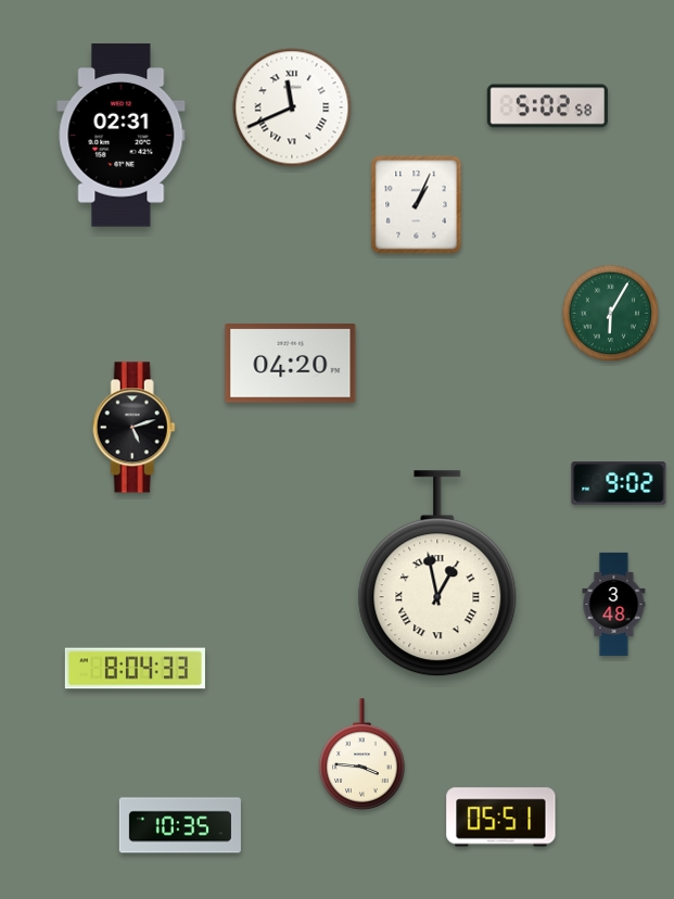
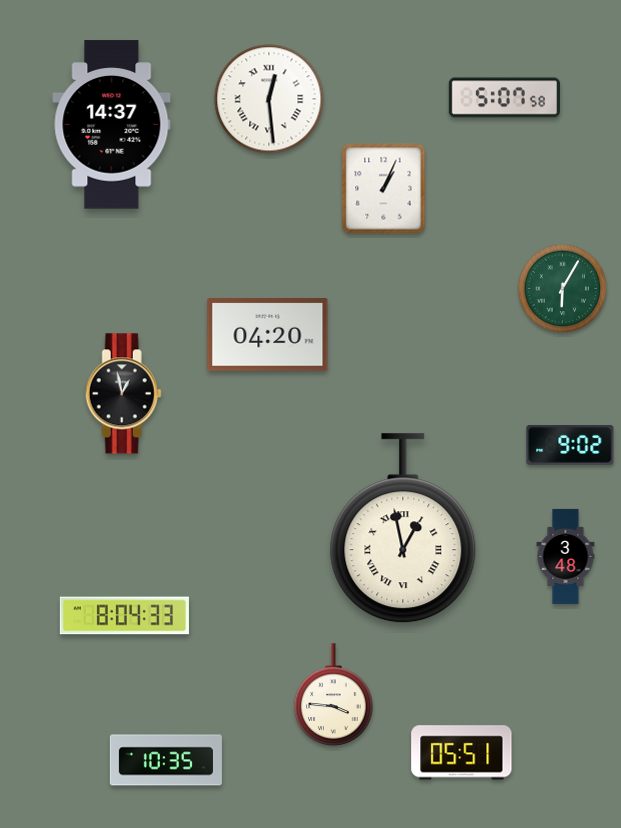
clock at (547, 106): 5:02 -> 5:07
clock at (292, 107): 11:41 -> 12:29
clock at (122, 136): 02:31 -> 14:37
clock at (133, 428): 5:12 -> 12:58
